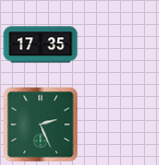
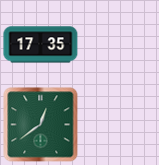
clock at (41, 125): 2:26 -> 12:39
